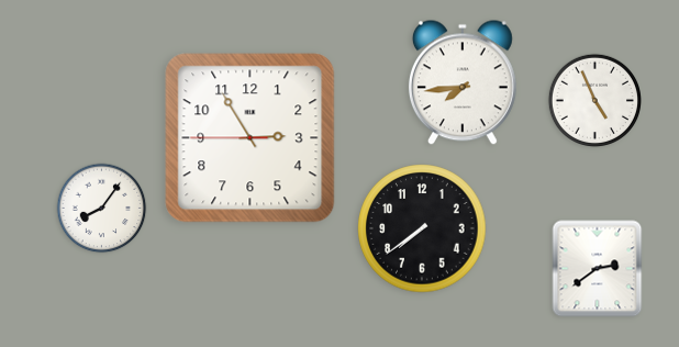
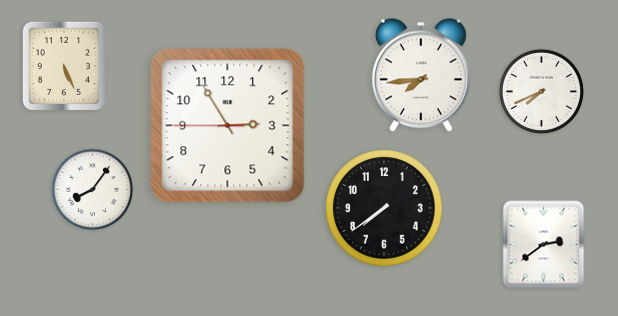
clock at (64, 66): none -> 5:26
clock at (594, 100): 4:56 -> 7:41
